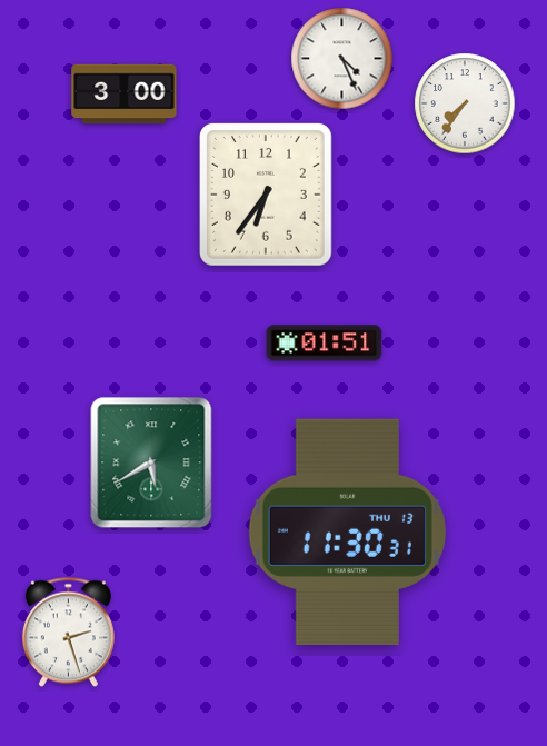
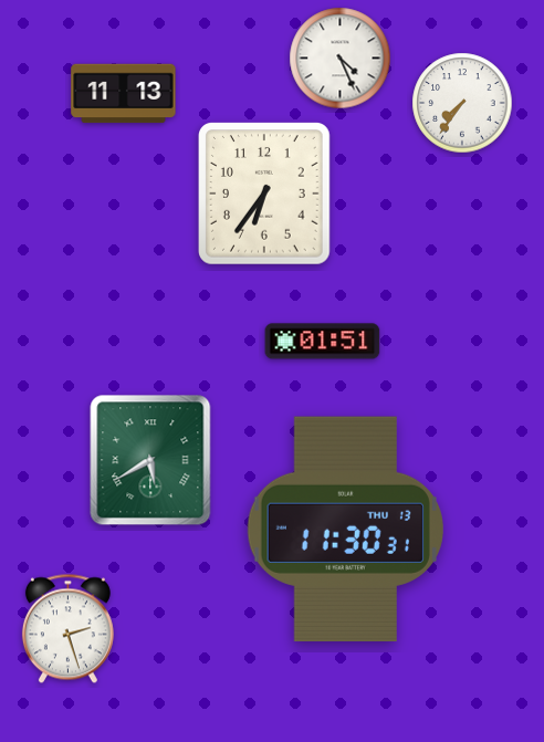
clock at (125, 95): 3:00 -> 11:13
